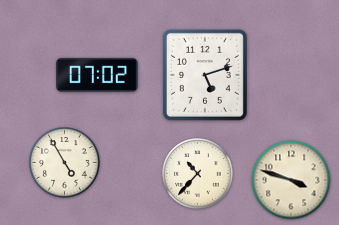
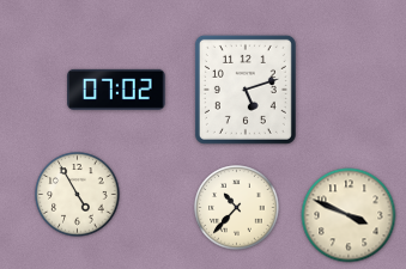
clock at (291, 180): 3:48 -> 3:49
